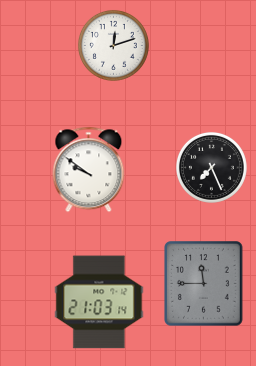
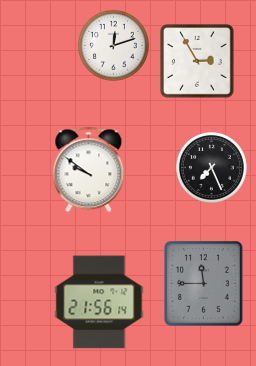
clock at (197, 61): none -> 2:55
clock at (99, 302): 21:03 -> 21:56
